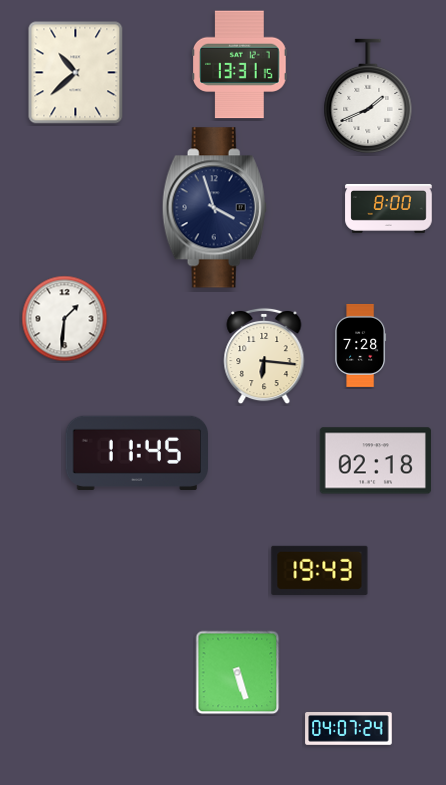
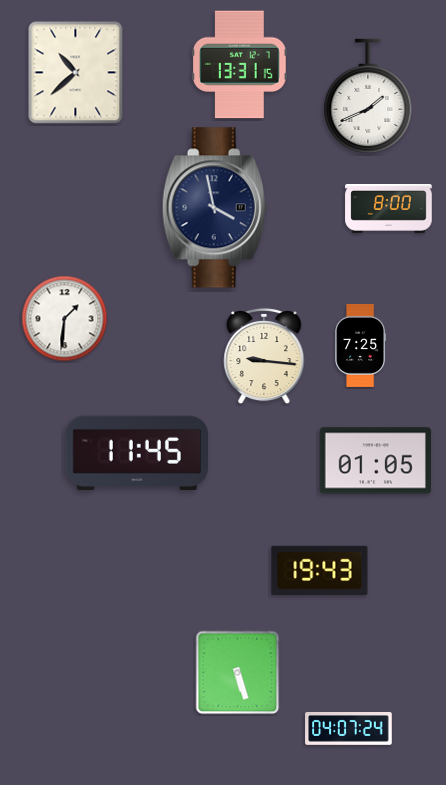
clock at (214, 208): 3:57 -> 3:58
clock at (361, 345): 7:28 -> 7:25
clock at (264, 356): 6:16 -> 9:16
clock at (375, 461): 02:18 -> 01:05
